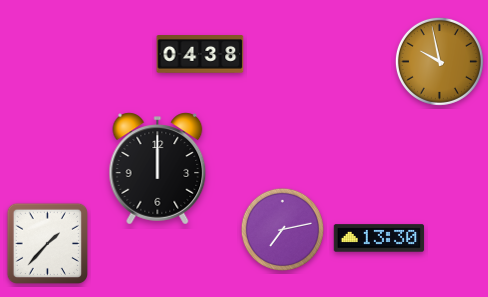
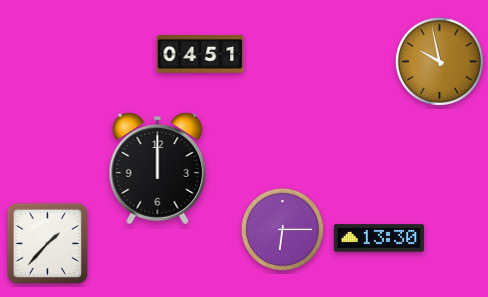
clock at (200, 55): 04:38 -> 04:51
clock at (282, 229): 7:13 -> 6:15
